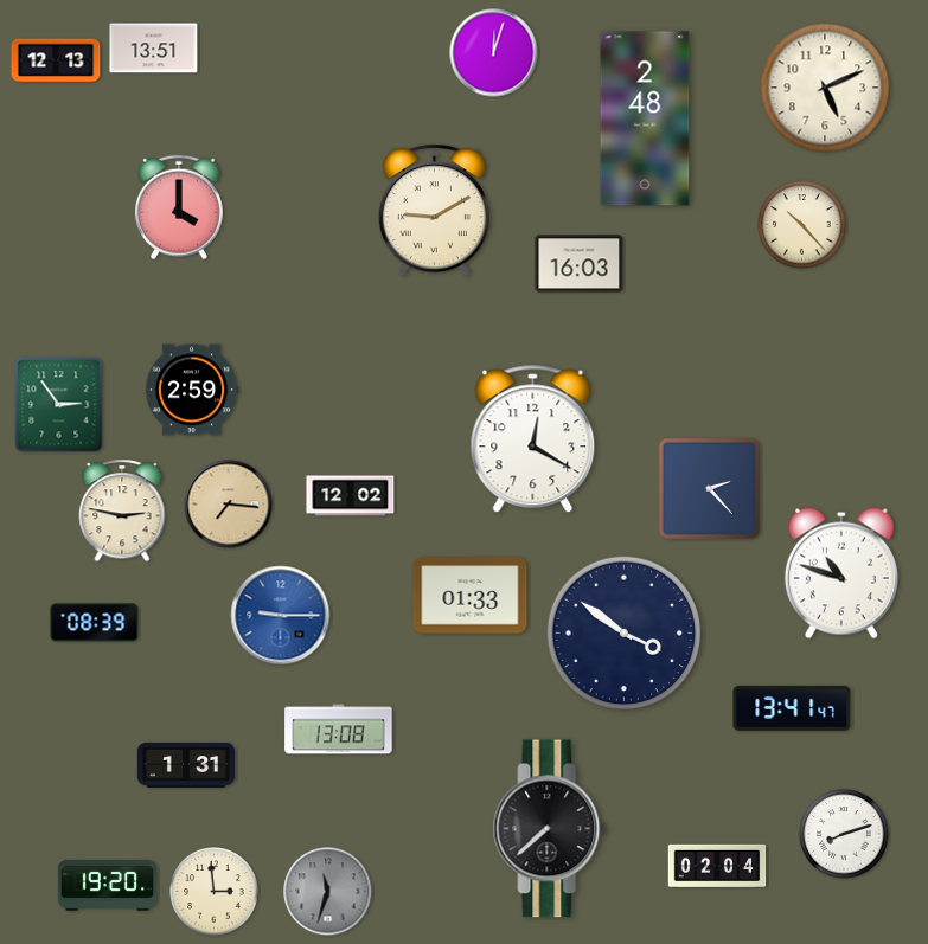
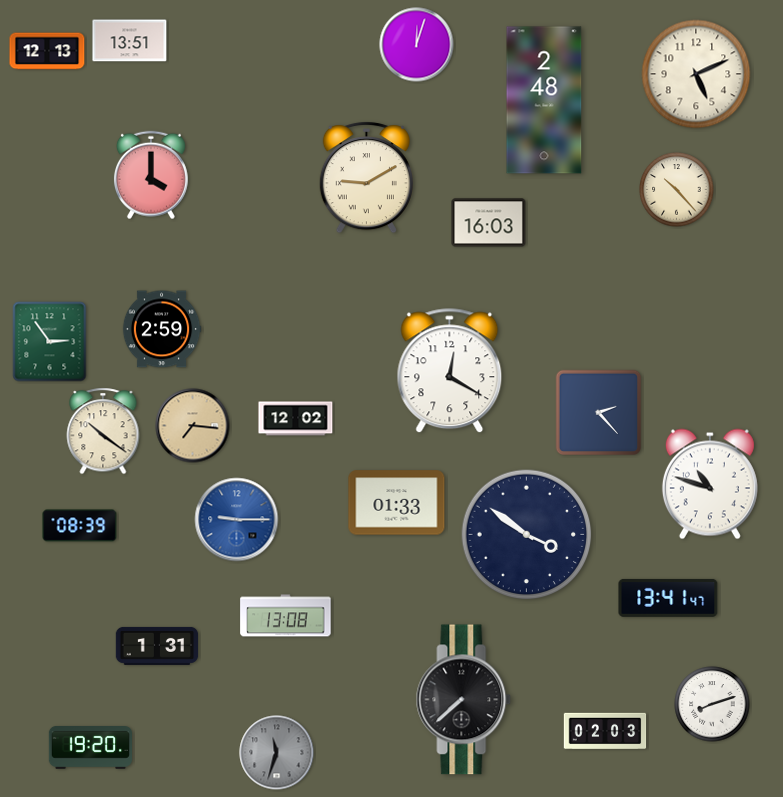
clock at (122, 510): 2:47 -> 10:21
clock at (717, 866): 02:04 -> 02:03
clock at (215, 892): 2:59 -> none
